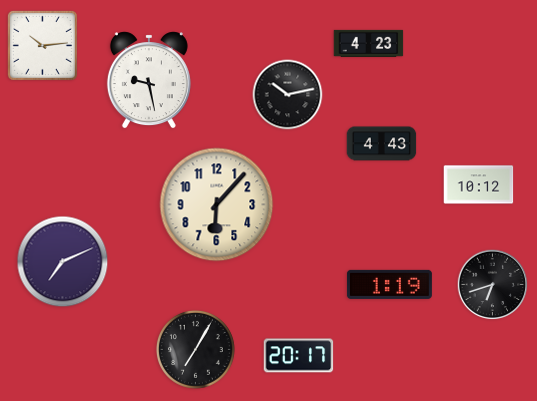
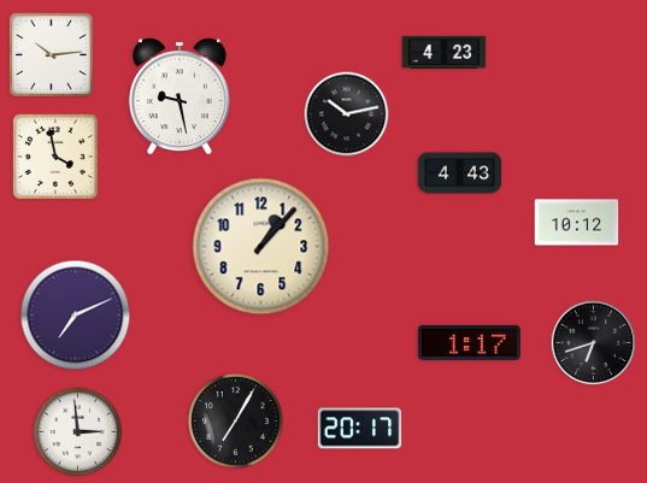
clock at (55, 157): none -> 3:58
clock at (217, 205): 6:07 -> 1:07
clock at (389, 284): 1:19 -> 1:17
clock at (78, 432): none -> 2:59
